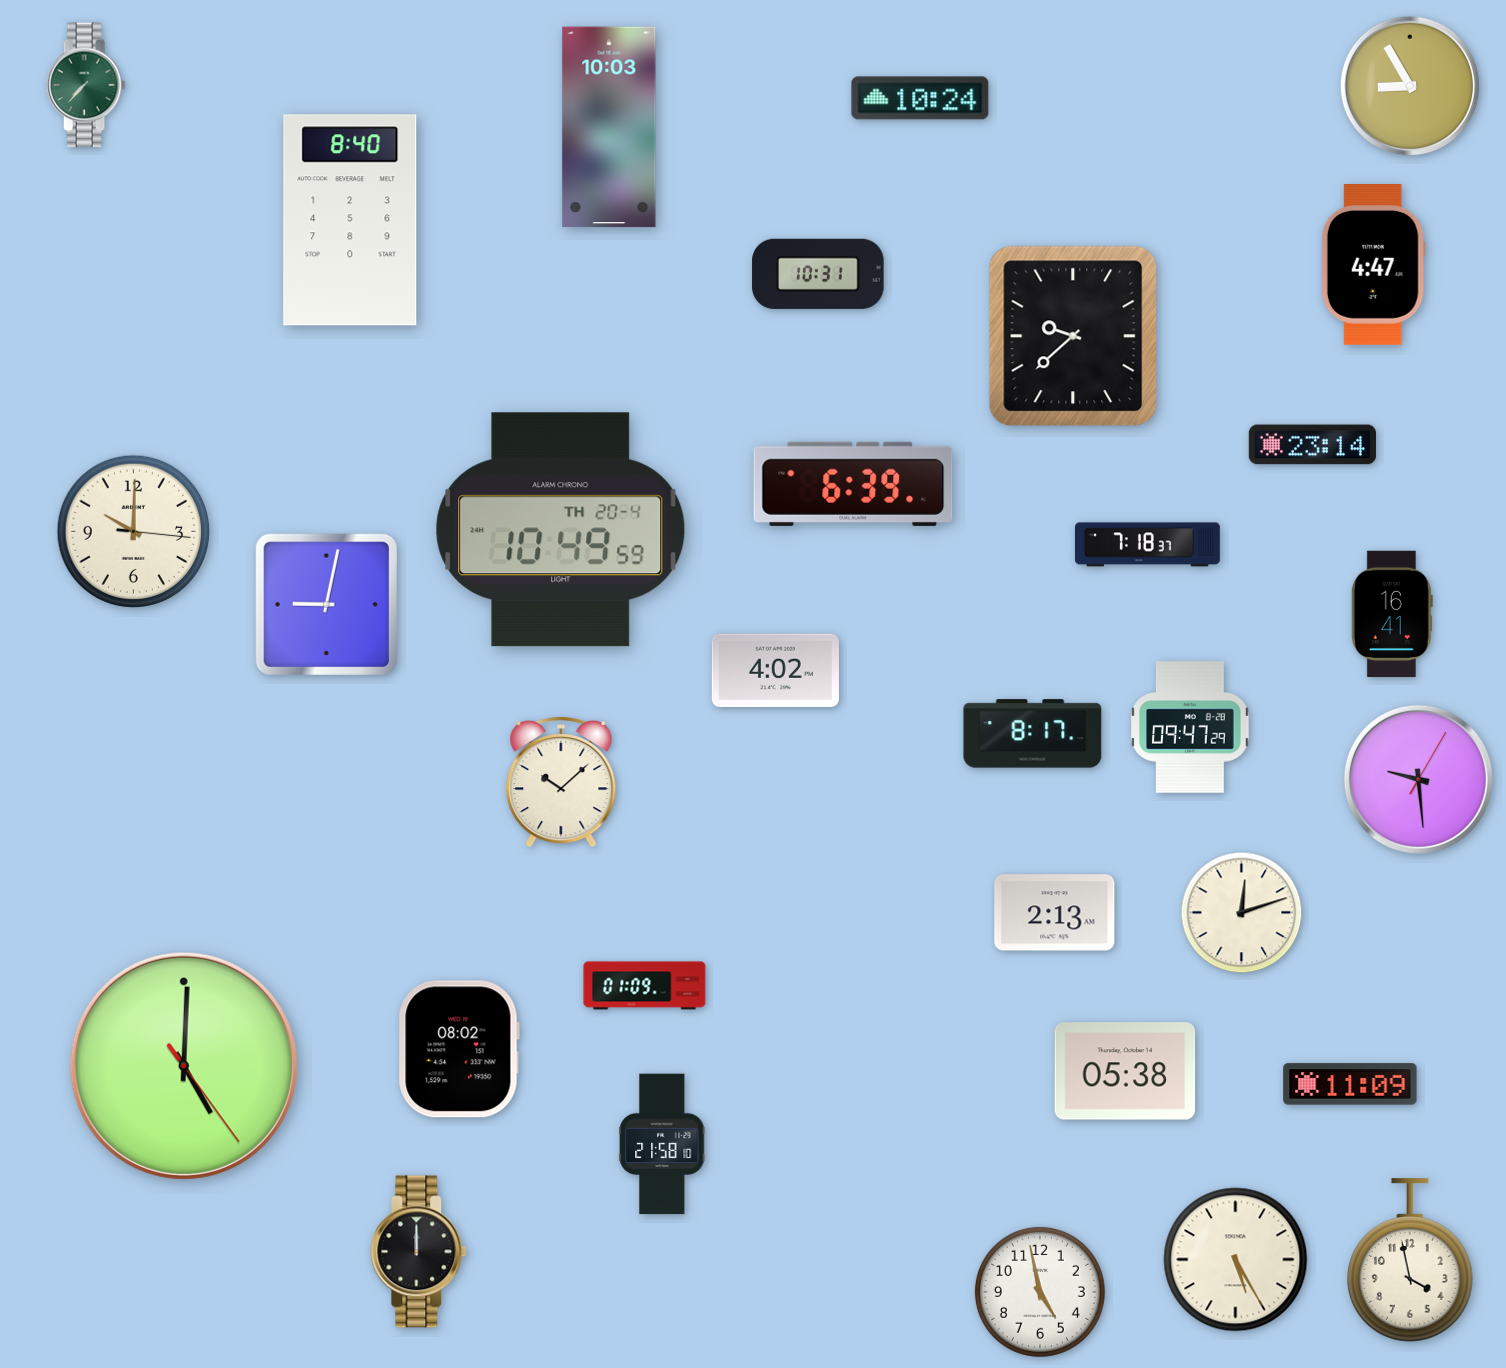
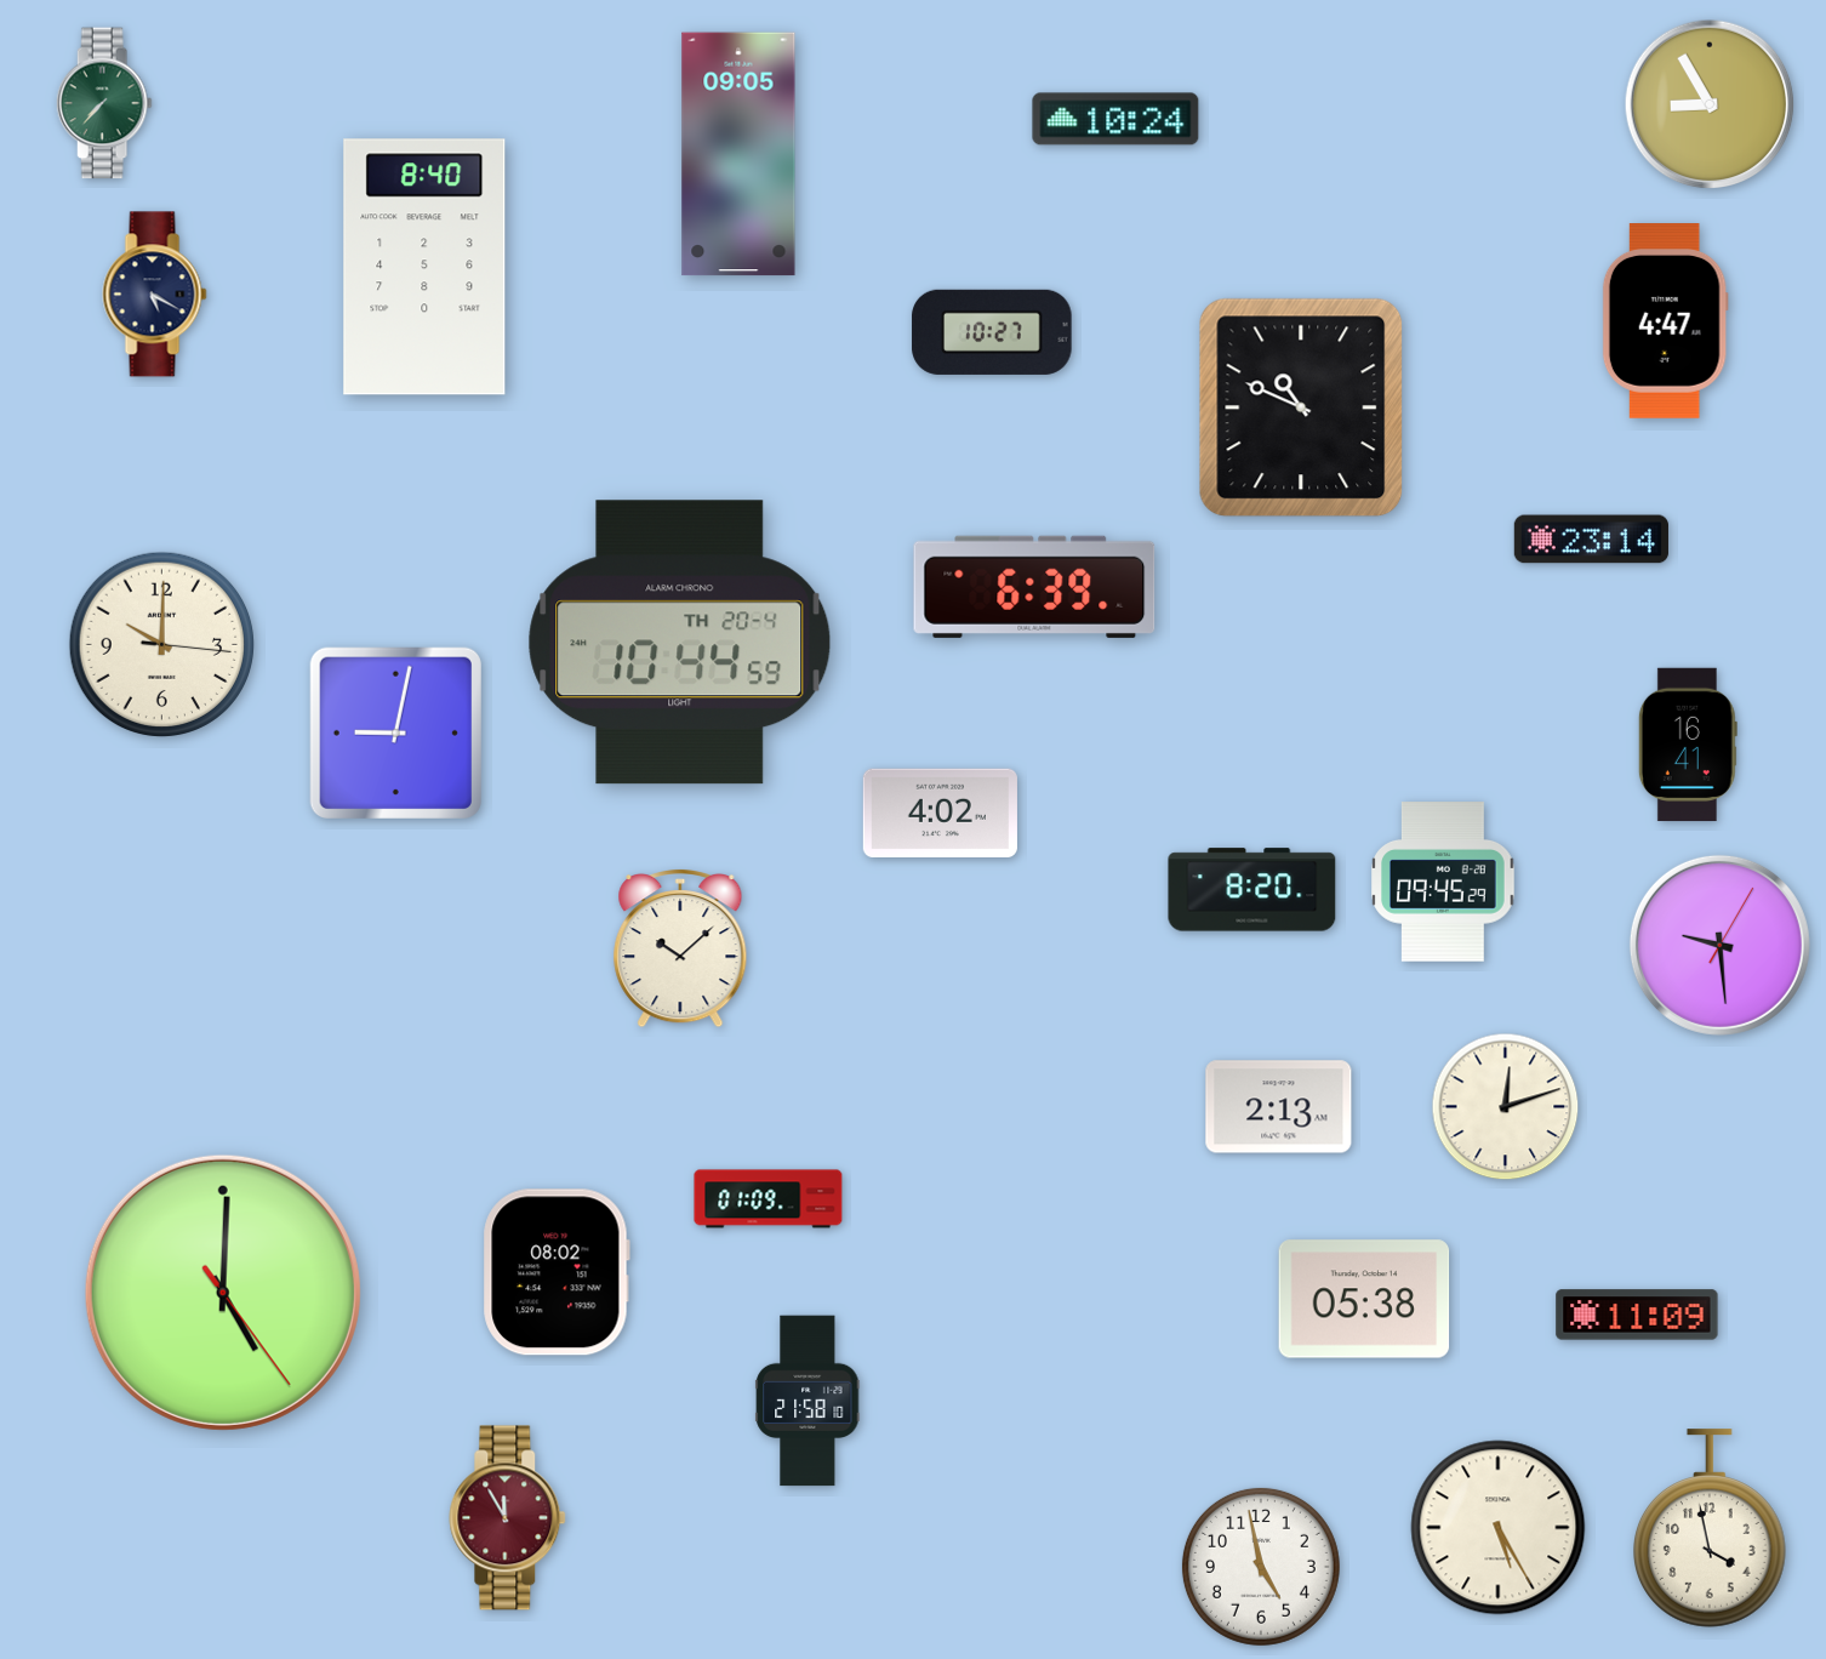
clock at (609, 127): 10:03 -> 09:05
clock at (155, 295): none -> 5:20
clock at (818, 274): 10:31 -> 10:27
clock at (1073, 336): 9:38 -> 10:49
clock at (561, 530): 10:49 -> 10:44
clock at (1147, 545): 7:18 -> none
clock at (1190, 727): 09:47 -> 09:45
clock at (1033, 734): 8:17 -> 8:20
clock at (645, 986) position: (645, 986) -> (769, 1199)
clock at (662, 1144) position: (662, 1144) -> (808, 1401)
clock at (419, 1252): 12:00 -> 11:55
clock at (419, 1252) dial: black -> burgundy
